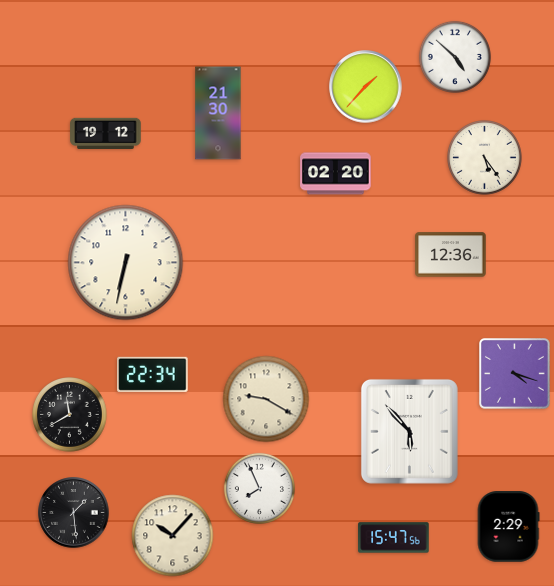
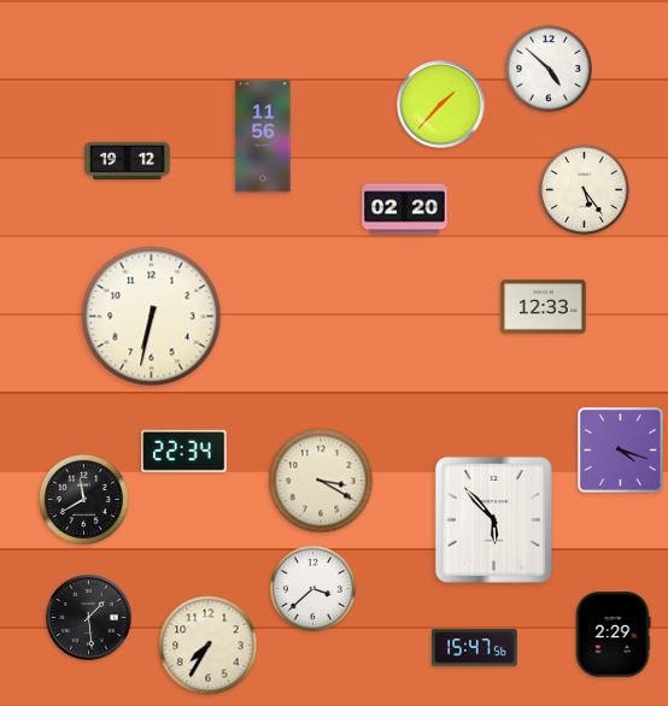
clock at (218, 113): 21:30 -> 11:56
clock at (451, 255): 12:36 -> 12:33
clock at (266, 399): 9:20 -> 3:20
clock at (259, 488): 7:56 -> 3:38
clock at (173, 536): 10:07 -> 7:35
